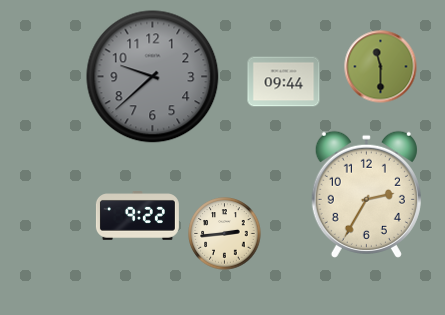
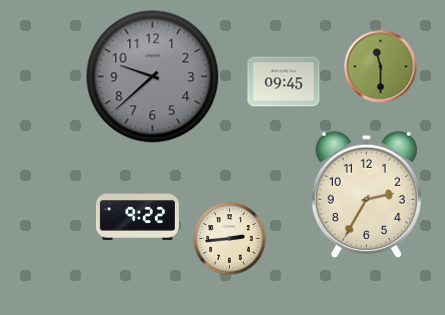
clock at (284, 82): 09:44 -> 09:45
clock at (225, 234) position: (225, 234) -> (230, 239)
